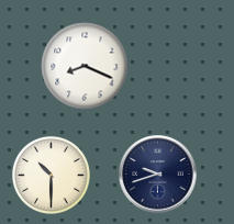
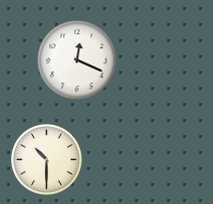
clock at (85, 66): 8:19 -> 12:19
clock at (158, 175): 9:42 -> none
